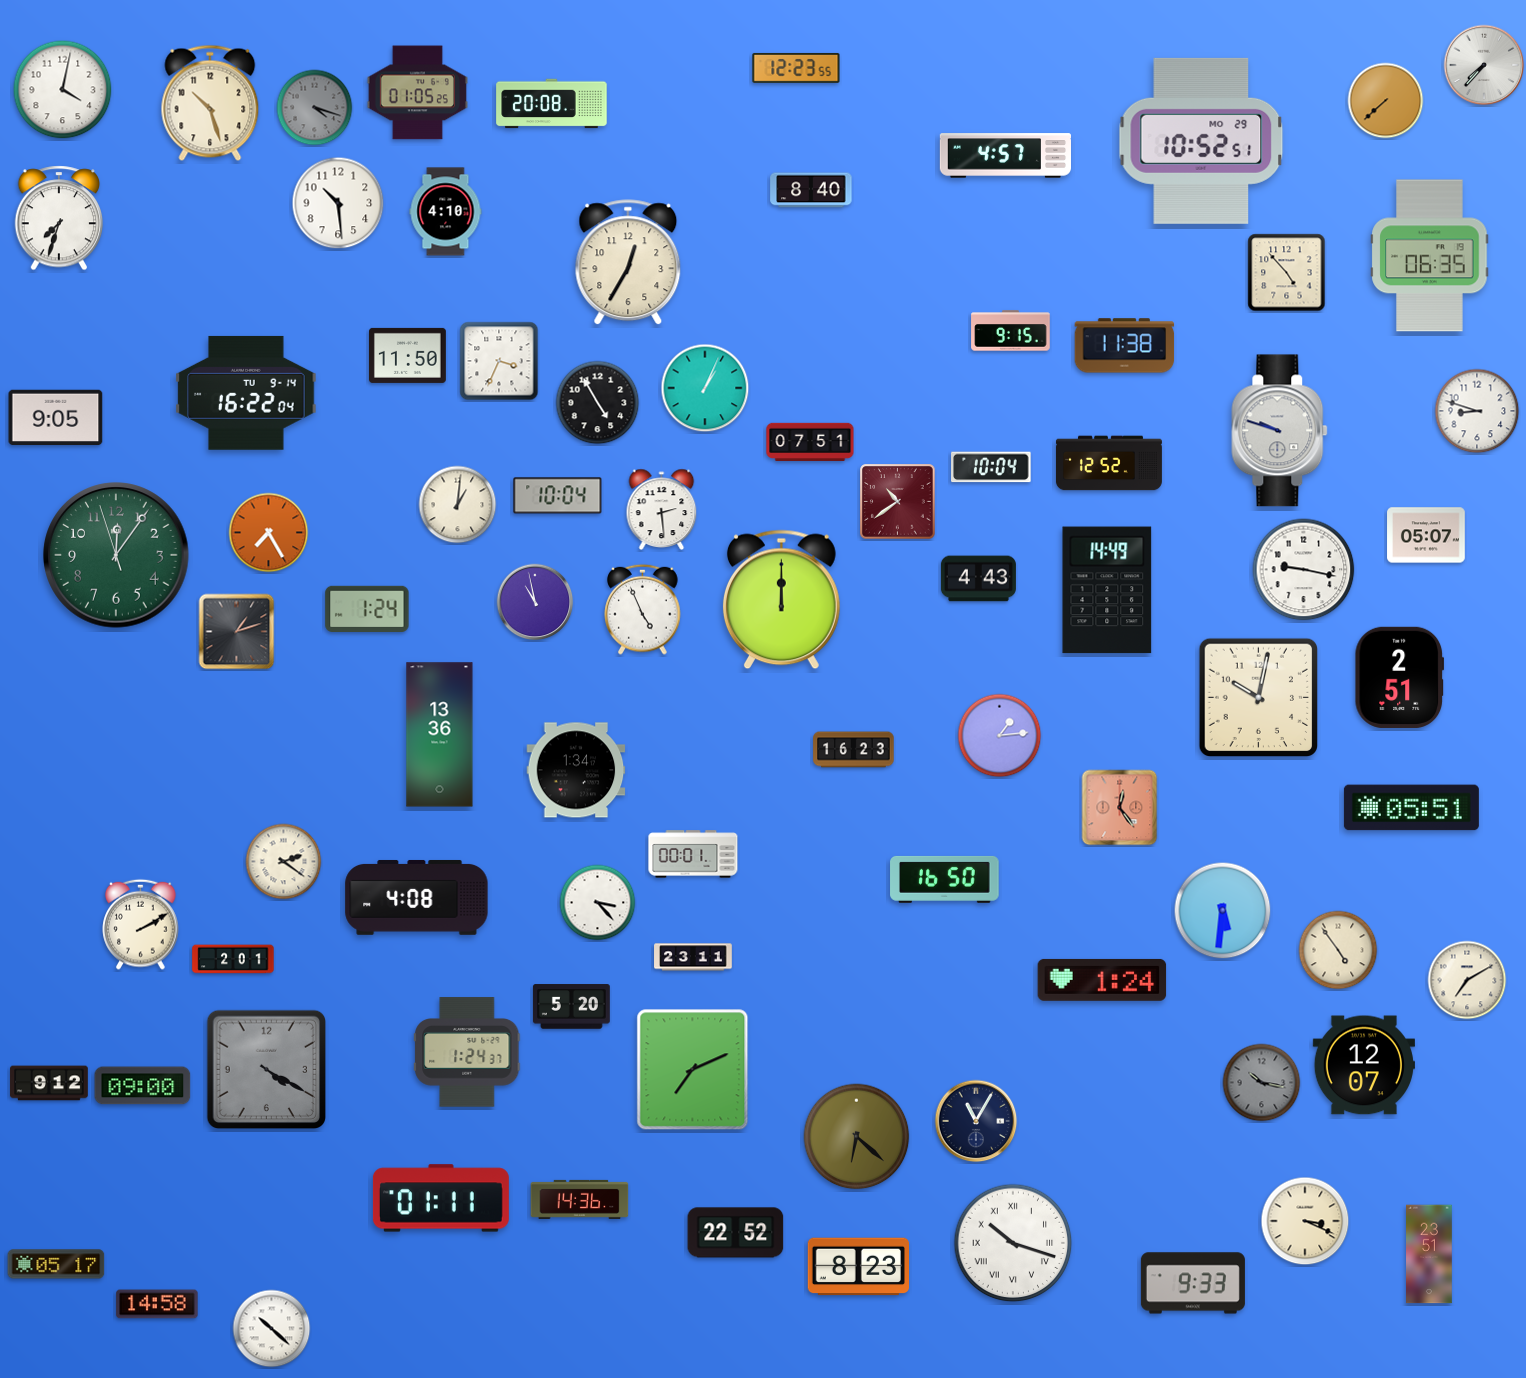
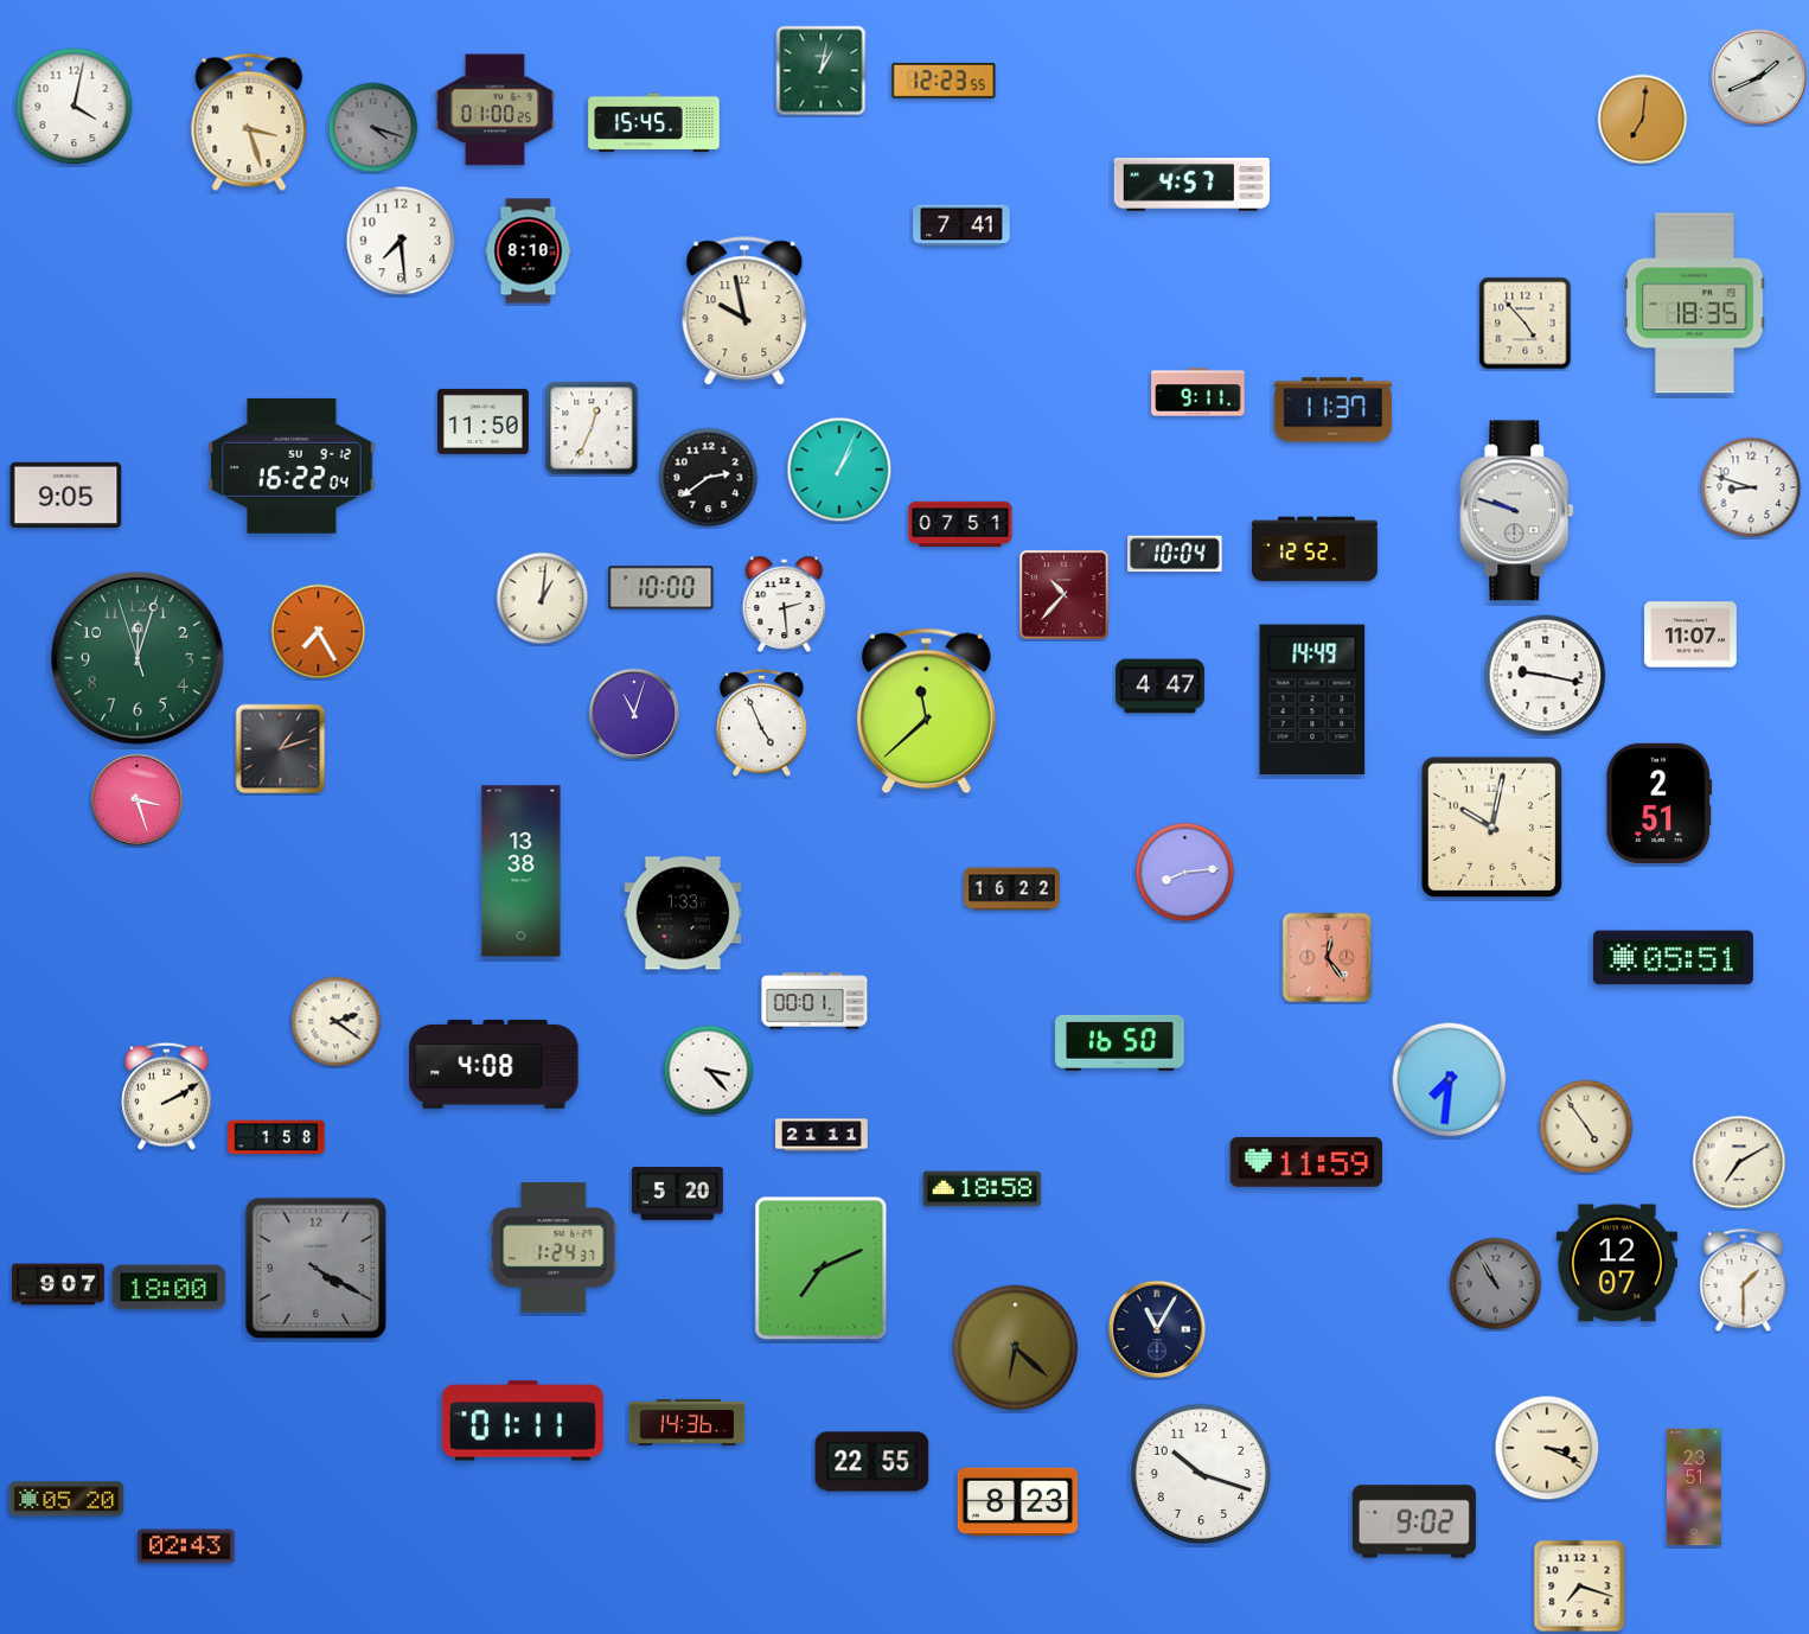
clock at (822, 71): none -> 1:02
clock at (1484, 65): 7:37 -> 1:41
clock at (417, 93): 01:05 -> 01:00
clock at (1386, 101): 7:38 -> 7:01
clock at (210, 103): 10:27 -> 3:27
clock at (552, 104): 20:08 -> 15:45
clock at (1201, 141): 10:52 -> none
clock at (811, 190): 8:40 -> 7:41
clock at (338, 203): 10:29 -> 7:29
clock at (446, 212): 4:10 -> 8:10
clock at (59, 218): 7:33 -> none
clock at (1430, 256): 06:35 -> 18:35
clock at (628, 263): 12:35 -> 9:58
clock at (1011, 331): 9:15 -> 9:11
clock at (1125, 346): 11:38 -> 11:37
clock at (499, 361): 3:34 -> 12:34
clock at (705, 388) position: (705, 388) -> (839, 470)
clock at (246, 393) date: TU 9-14 -> SU 9-12
clock at (598, 403): 4:55 -> 2:39
clock at (558, 496): 10:04 -> 10:00
clock at (898, 502): 10:39 -> 10:37
clock at (1426, 535): 05:07 -> 11:07
clock at (116, 555): 12:05 -> 12:02
clock at (978, 579): 4:43 -> 4:47
clock at (781, 600): 12:00 -> 11:38
clock at (535, 602): 10:58 -> 11:03
clock at (367, 608): 1:24 -> none
clock at (138, 800): none -> 3:27
clock at (440, 735): 13:36 -> 13:38
clock at (1000, 736): 1:14 -> 8:14
clock at (854, 750): 16:23 -> 16:22
clock at (576, 770): 1:34 -> 1:33
clock at (693, 854) position: (693, 854) -> (814, 1001)
clock at (1223, 911): 5:31 -> 7:31
clock at (693, 957): 23:11 -> 21:11
clock at (233, 959): 2:01 -> 1:58
clock at (1102, 980): 1:24 -> 11:59
clock at (983, 1189): none -> 18:58
clock at (1744, 1281): none -> 1:30
clock at (49, 1083): 9:12 -> 9:07
clock at (1262, 1083): 10:17 -> 10:55
clock at (143, 1086): 09:00 -> 18:00
clock at (736, 1233): 22:52 -> 22:55
clock at (1013, 1243) numerals: Roman -> Arabic
clock at (56, 1264): 05:17 -> 05:20
clock at (1193, 1283): 9:33 -> 9:02
clock at (157, 1304): 14:58 -> 02:43
clock at (272, 1329): 10:22 -> none
clock at (1580, 1587): none -> 7:18
